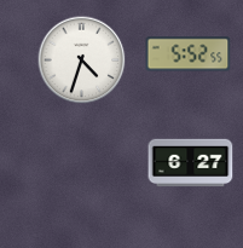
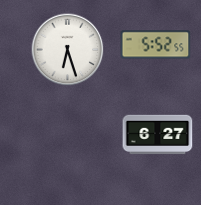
clock at (82, 60): 4:33 -> 6:27
